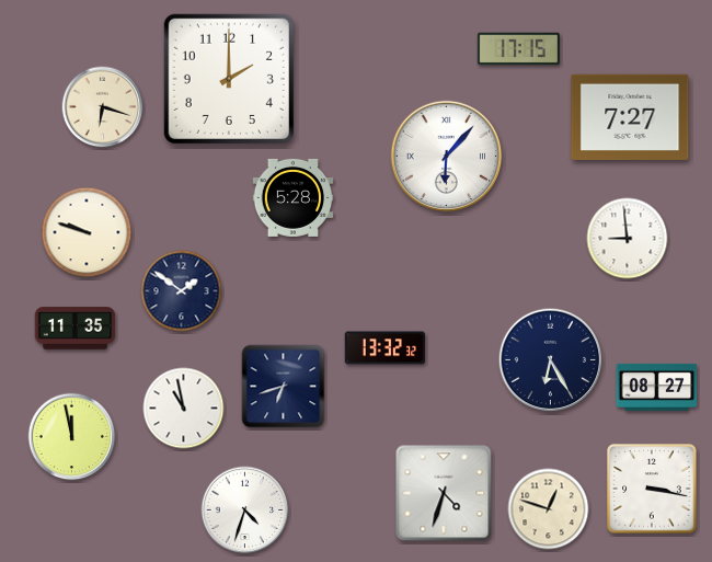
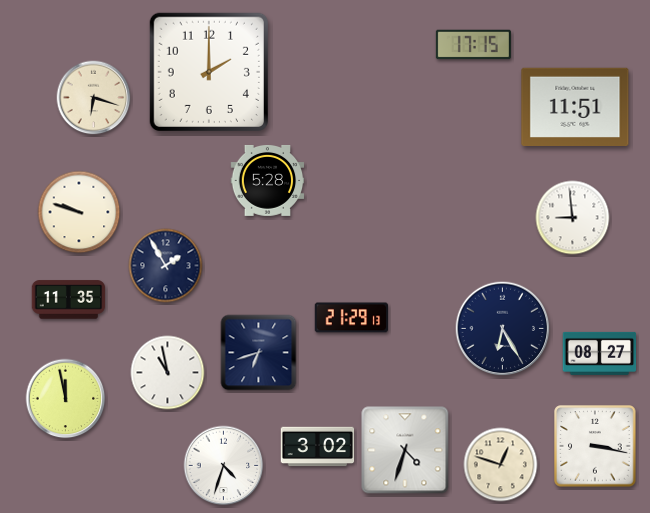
clock at (630, 116): 7:27 -> 11:51
clock at (447, 157): 6:07 -> none
clock at (182, 291): 1:51 -> 1:55
clock at (386, 348): 13:32 -> 21:29
clock at (318, 447): none -> 3:02
